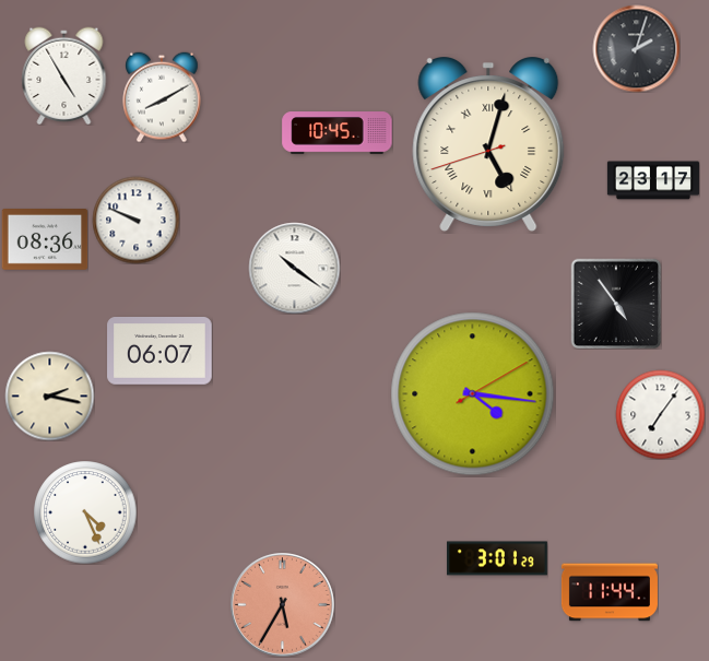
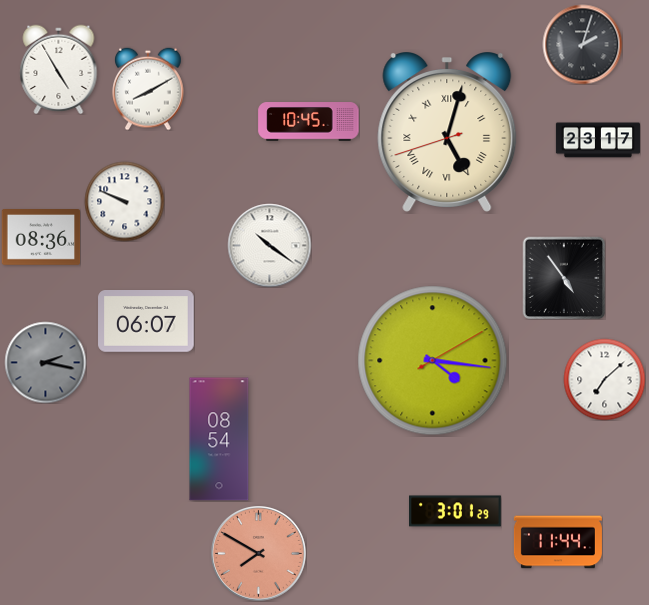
clock at (653, 180) position: (653, 180) -> (598, 140)
clock at (45, 240) position: (45, 240) -> (41, 238)
clock at (49, 396) dial: cream -> grey
clock at (660, 414): 7:06 -> 7:08
clock at (219, 439): none -> 08:54
clock at (85, 512): 4:26 -> none
clock at (283, 605): 5:35 -> 7:50
